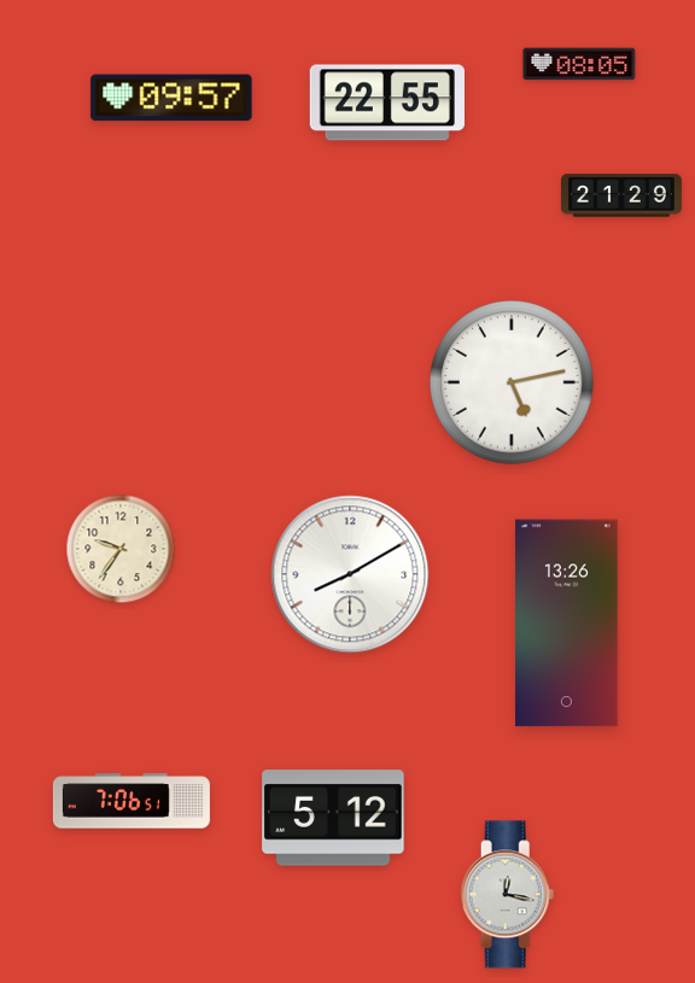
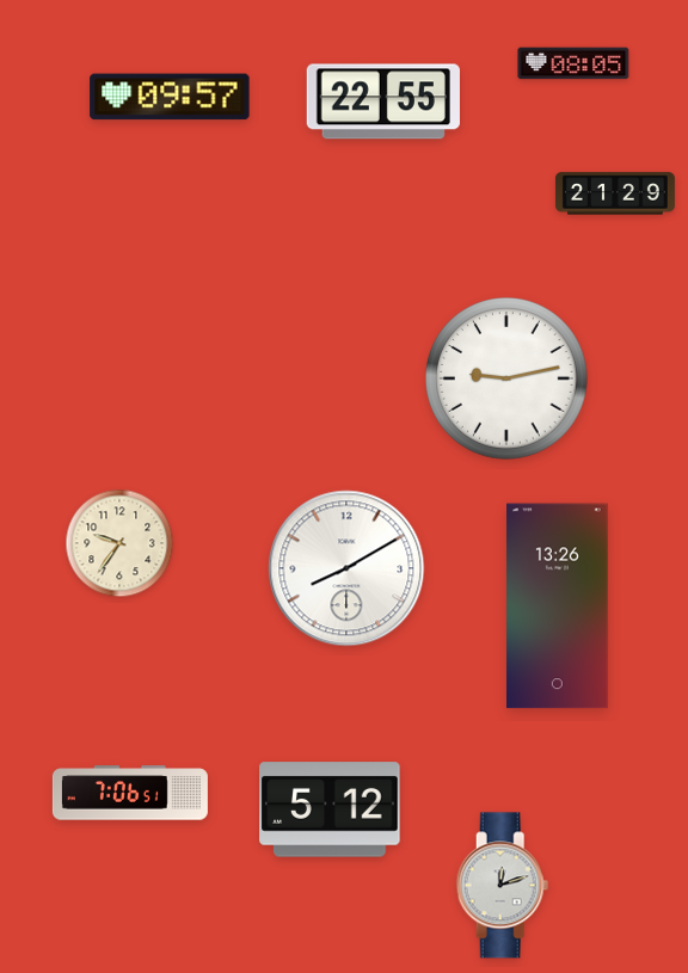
clock at (513, 384): 5:13 -> 9:13
clock at (567, 624) position: (567, 624) -> (558, 606)
clock at (508, 895): 12:17 -> 12:12
